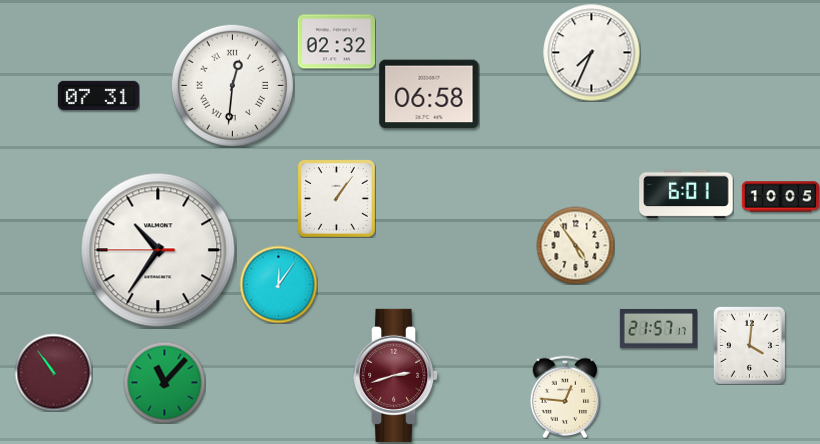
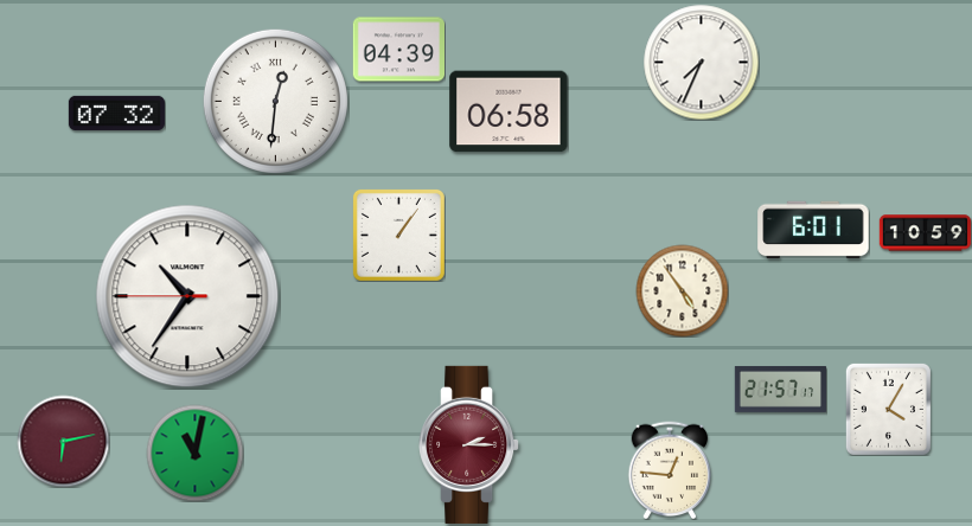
clock at (336, 42): 02:32 -> 04:39
clock at (98, 95): 07:31 -> 07:32
clock at (780, 197): 10:05 -> 10:59
clock at (278, 284): 12:06 -> none
clock at (749, 345): 4:01 -> 4:05
clock at (53, 372): 10:54 -> 6:13
clock at (397, 375): 2:42 -> 2:15
clock at (164, 382): 11:07 -> 11:02
